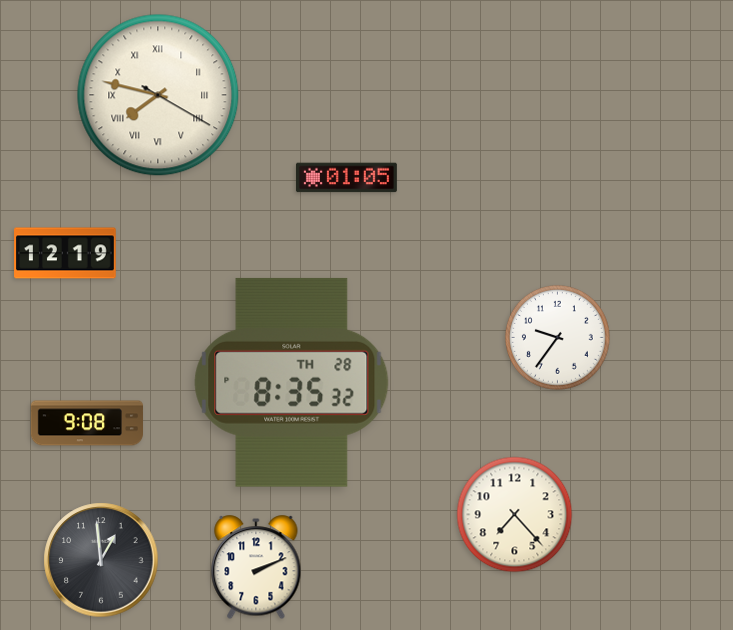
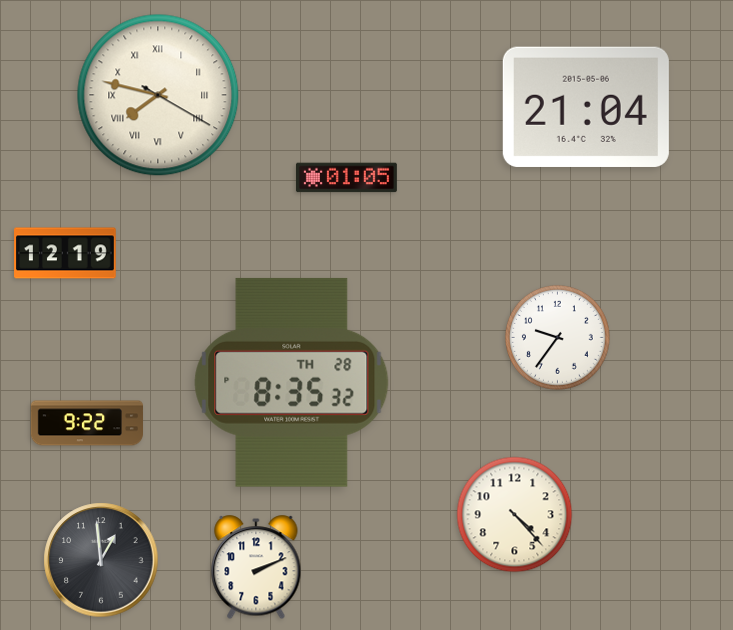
clock at (586, 107): none -> 21:04
clock at (86, 423): 9:08 -> 9:22
clock at (515, 515): 7:23 -> 4:23
